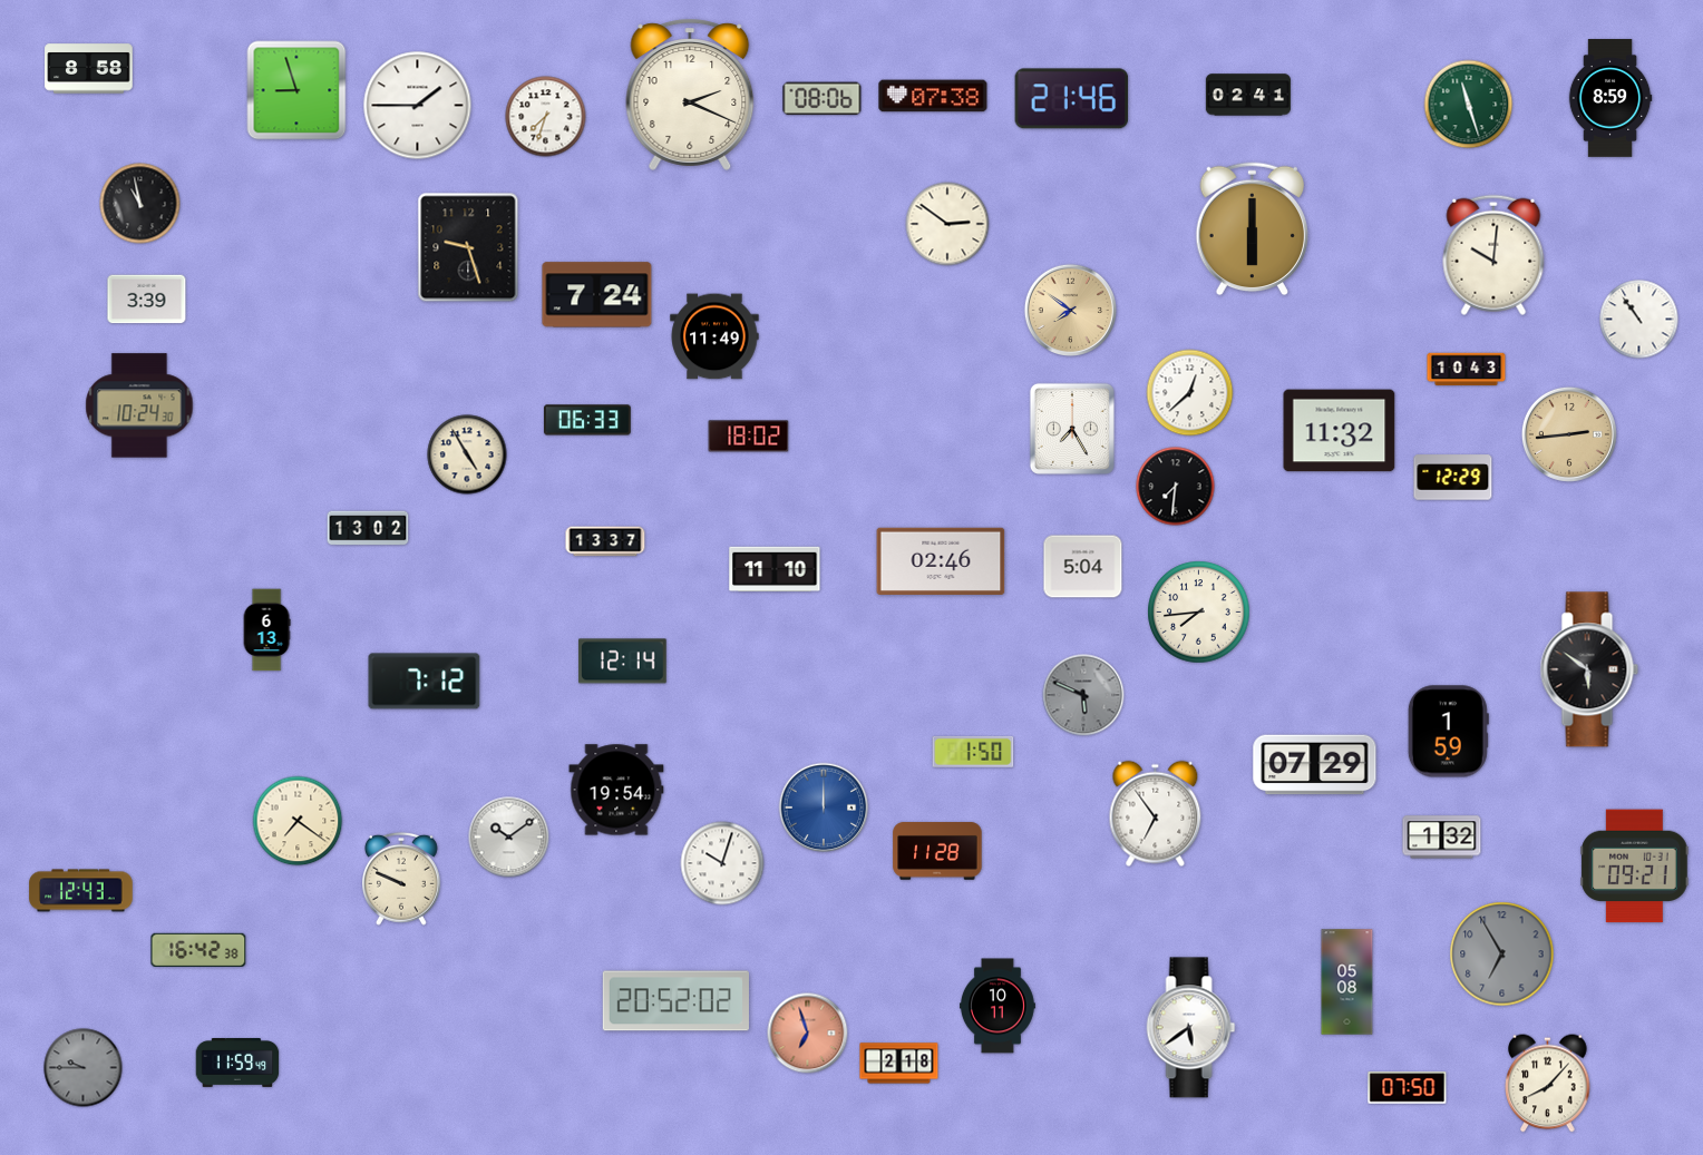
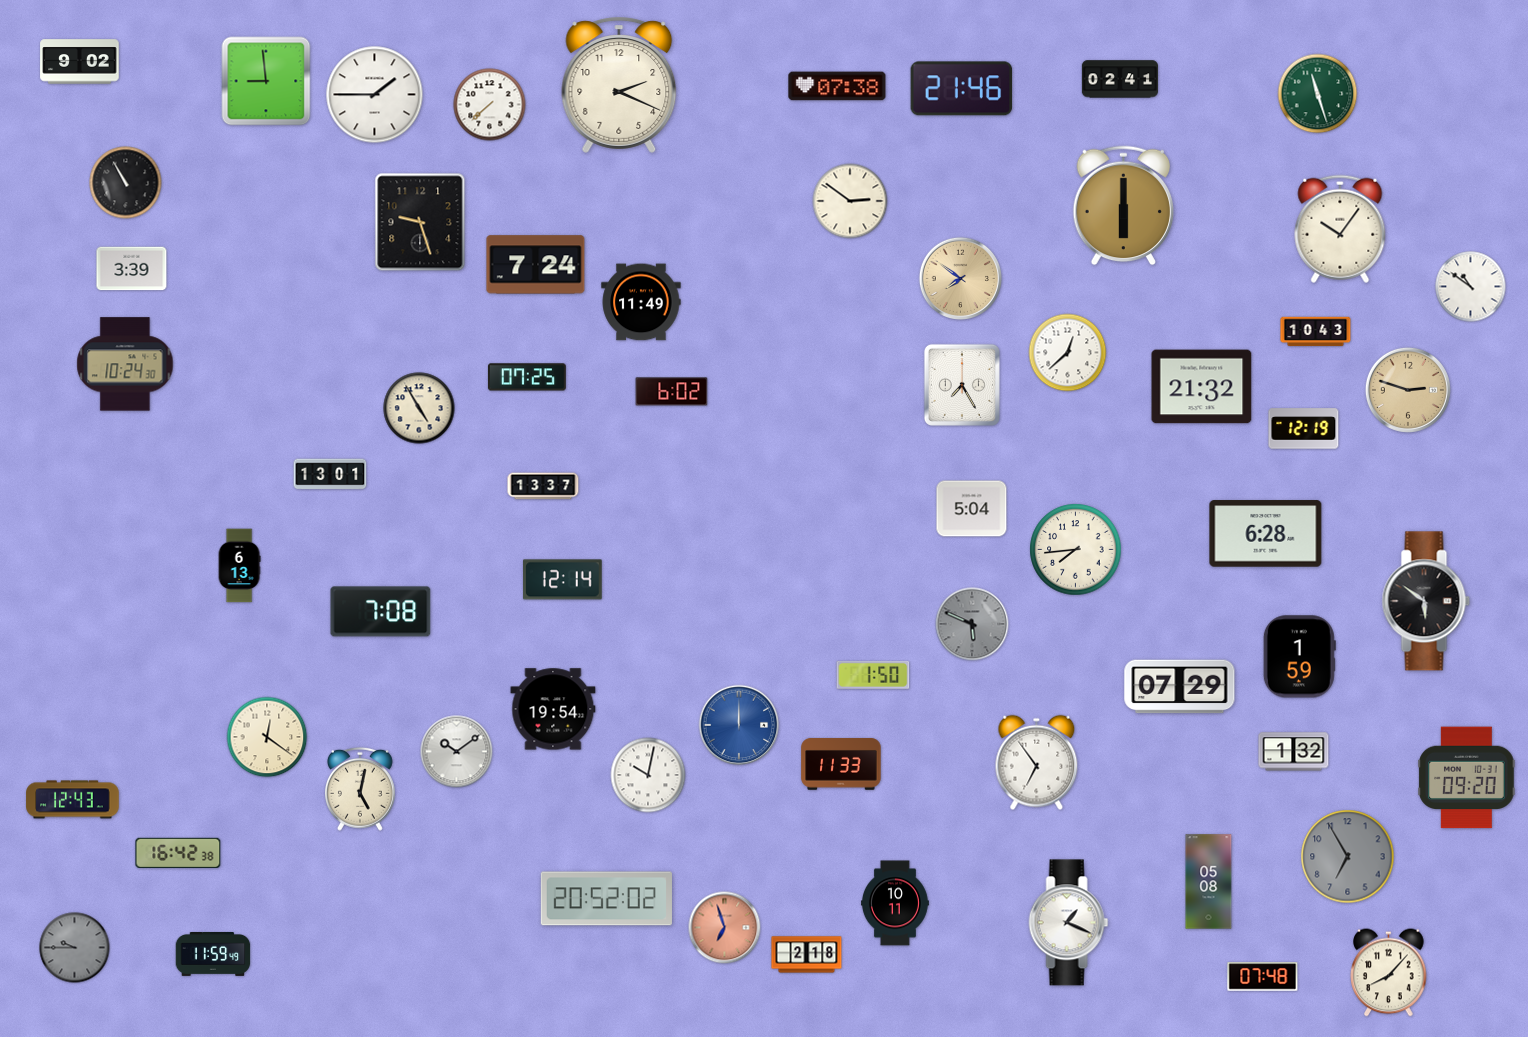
clock at (89, 69): 8:58 -> 9:02
clock at (296, 90): 8:57 -> 8:59
clock at (1248, 95) position: (1248, 95) -> (1120, 79)
clock at (823, 99): 08:06 -> none
clock at (1610, 99): 8:59 -> none
clock at (546, 117): 7:33 -> 7:38
clock at (140, 204): 10:58 -> 10:55
clock at (1493, 255): 10:01 -> 10:06
clock at (1639, 320): 10:54 -> 10:51
clock at (587, 420): 06:33 -> 07:25
clock at (1340, 431): 11:32 -> 21:32
clock at (1569, 434): 2:44 -> 2:48
clock at (749, 437): 18:02 -> 6:02
clock at (1453, 478): 12:29 -> 12:19
clock at (1176, 487): 7:31 -> none
clock at (368, 528): 13:02 -> 13:01
clock at (941, 560): 02:46 -> none
clock at (775, 568): 11:10 -> none
clock at (1266, 534): none -> 6:28
clock at (623, 662) position: (623, 662) -> (563, 580)
clock at (425, 682): 7:12 -> 7:08
clock at (1156, 814) position: (1156, 814) -> (1037, 763)
clock at (298, 821): 7:21 -> 12:21
clock at (937, 851): 11:28 -> 11:33
clock at (722, 863): 10:03 -> 10:02
clock at (1635, 867): 09:21 -> 09:20
clock at (401, 879): 9:49 -> 5:02
clock at (1191, 1028): 5:39 -> 1:19
clock at (84, 1068) position: (84, 1068) -> (75, 948)
clock at (1408, 1088): 07:50 -> 07:48
